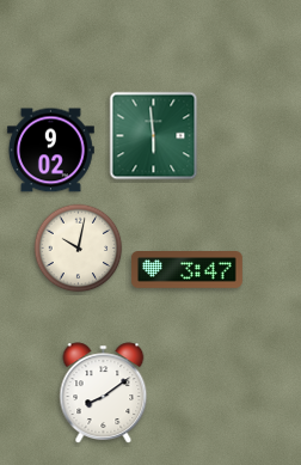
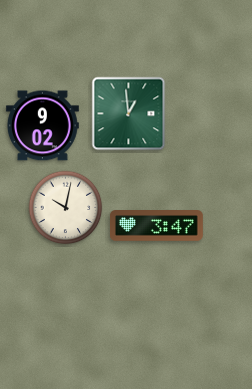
clock at (154, 136): 5:59 -> 12:59
clock at (104, 393): 8:09 -> none
